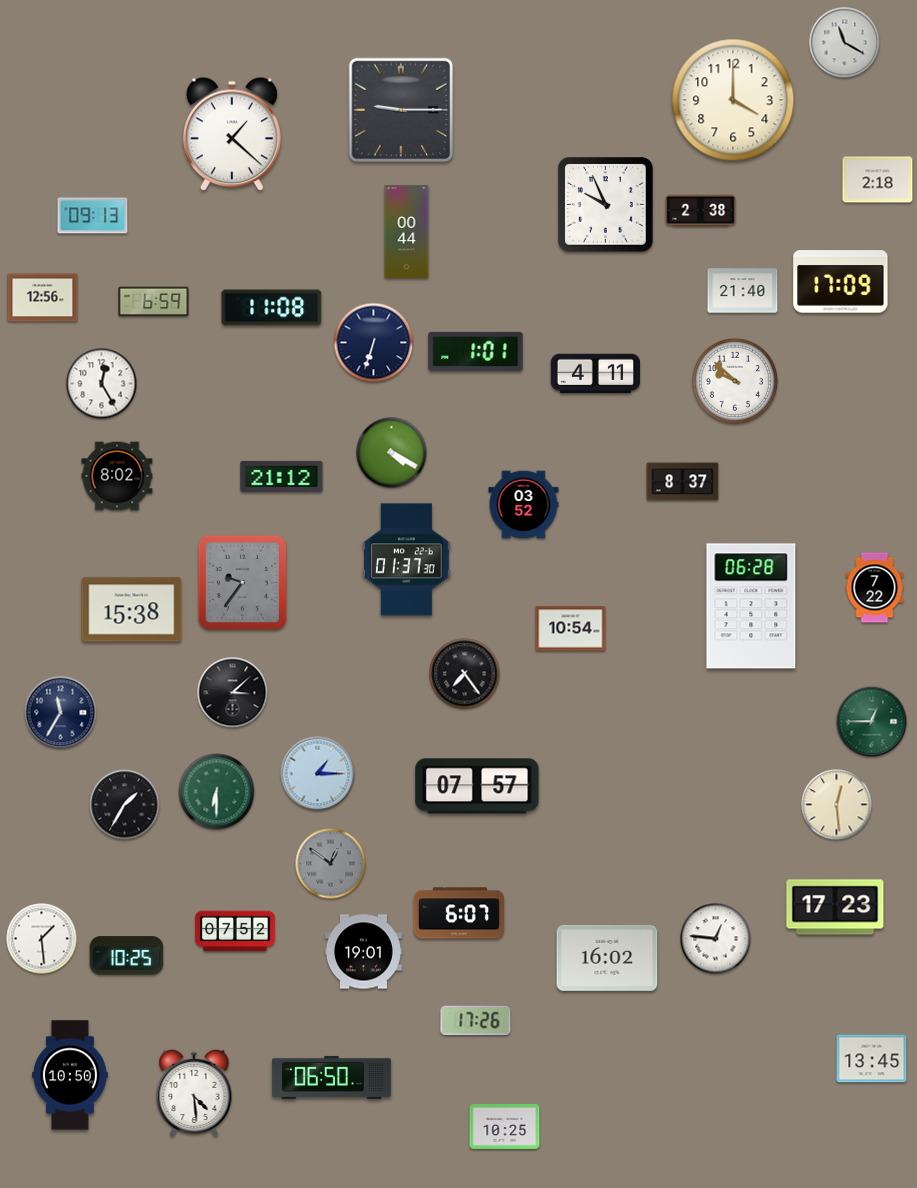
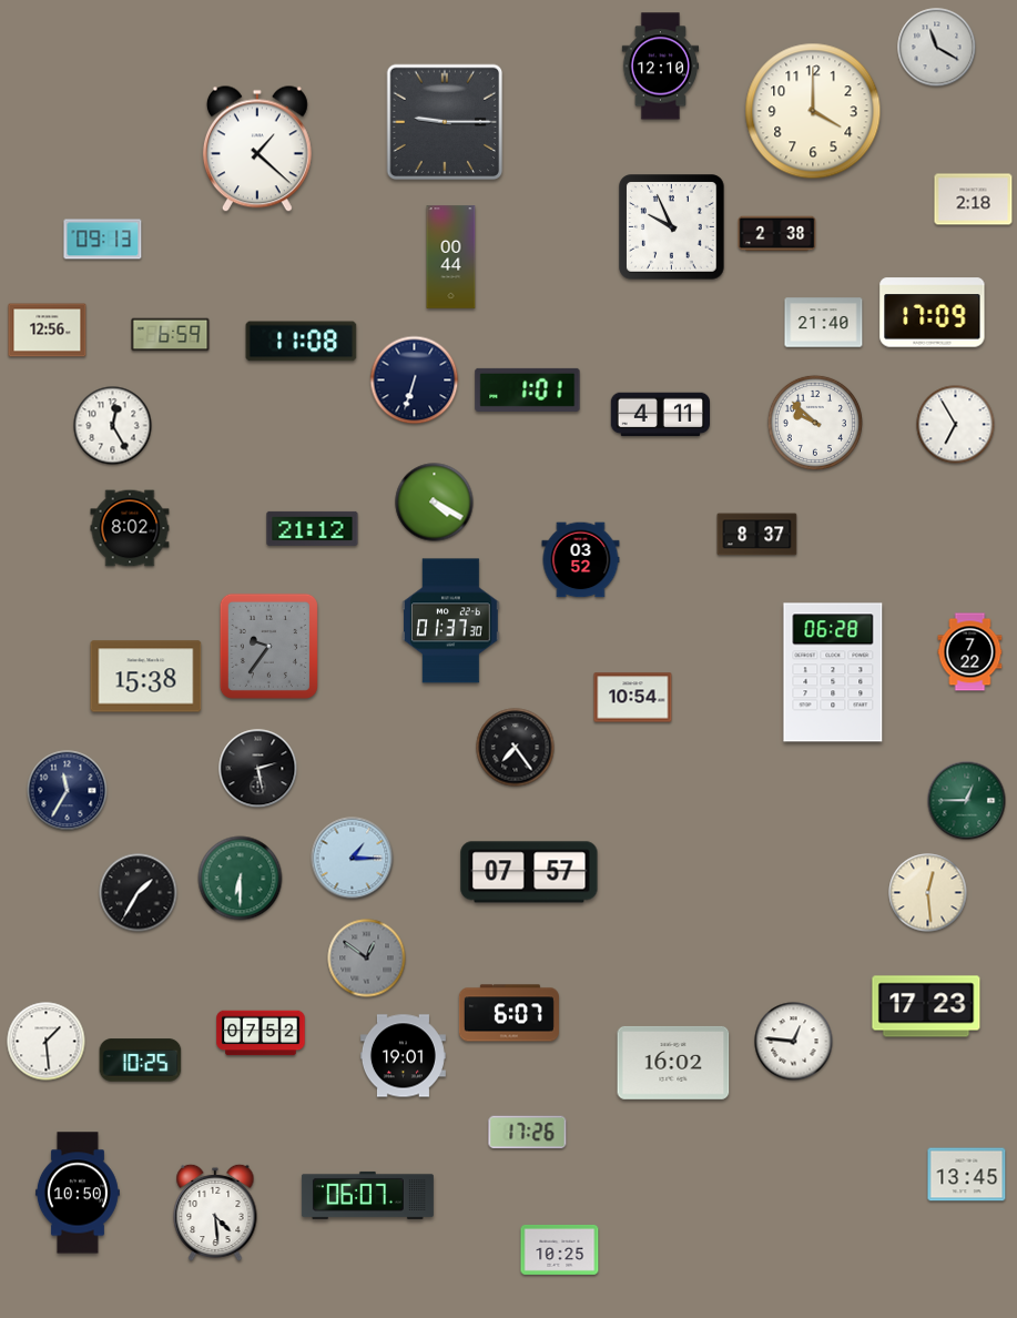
clock at (661, 67): none -> 12:10
clock at (956, 425): none -> 6:55
clock at (233, 693): 3:08 -> 2:28
clock at (331, 1077): 06:50 -> 06:07
